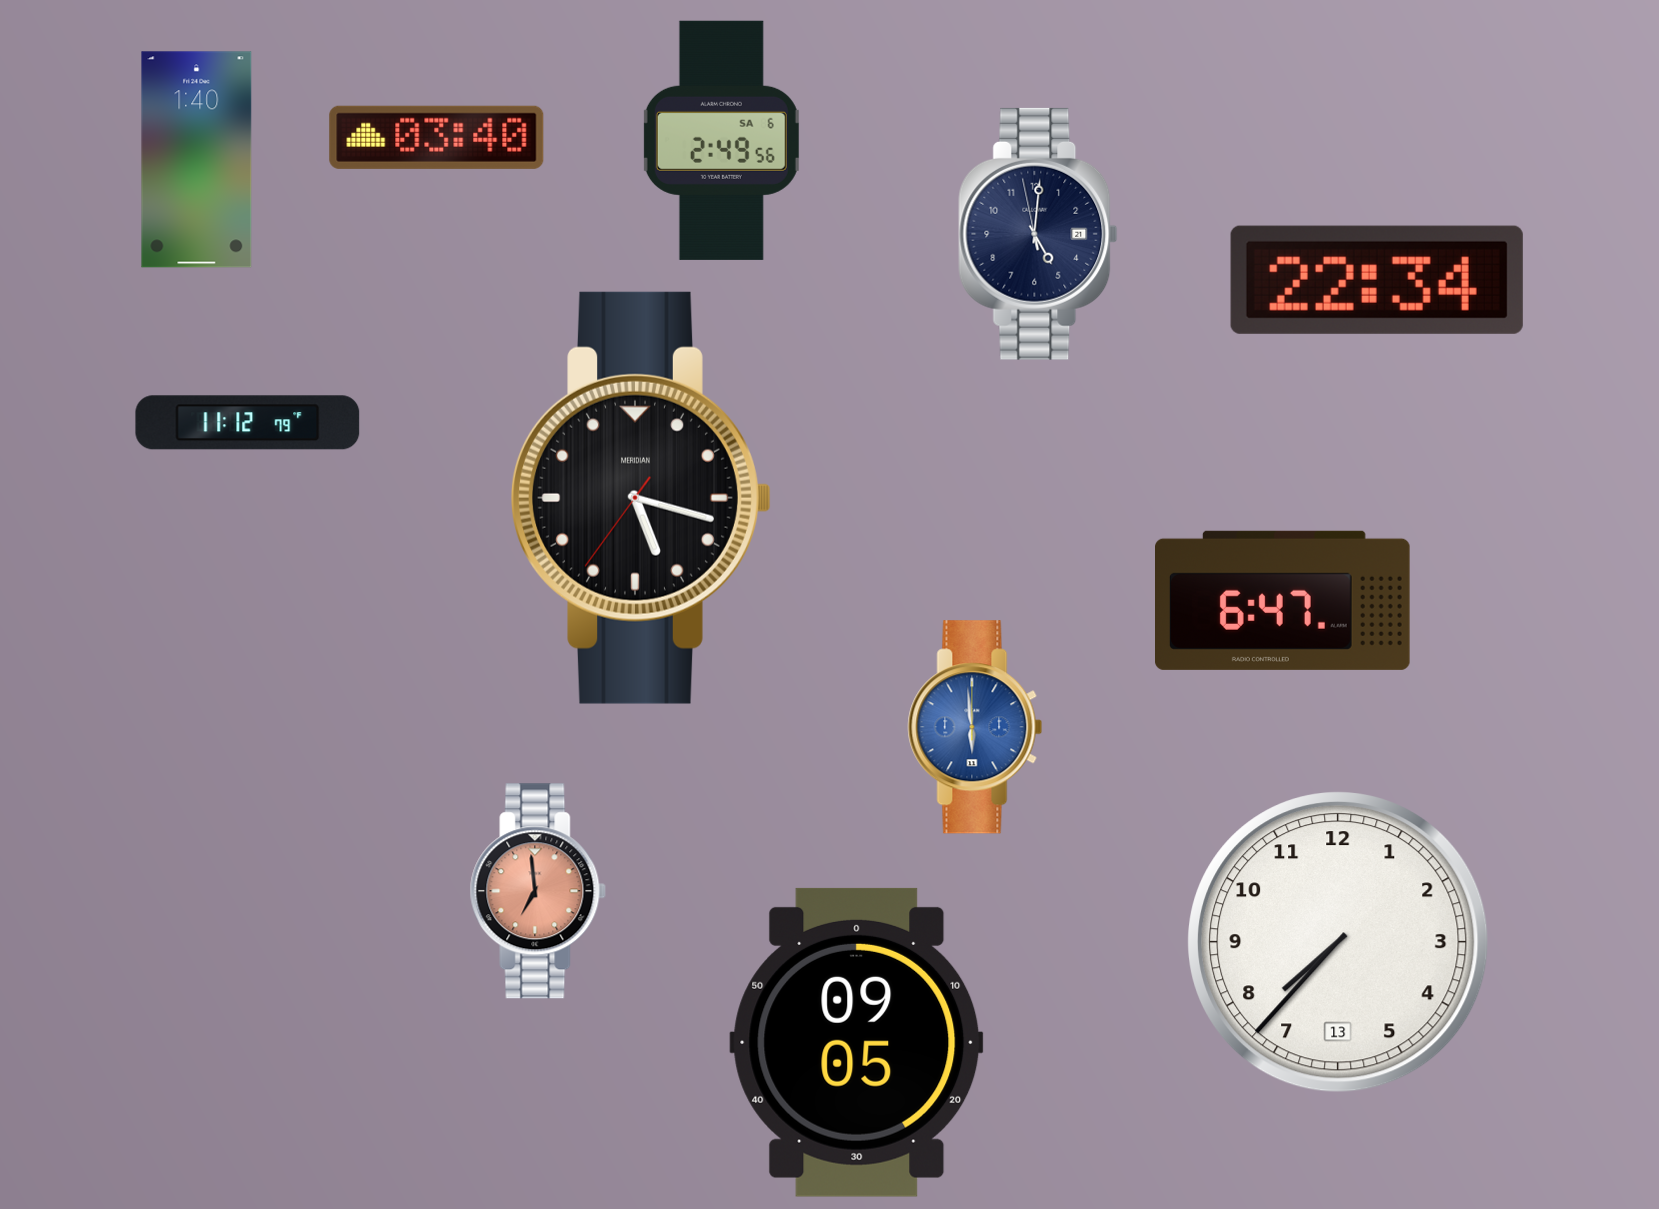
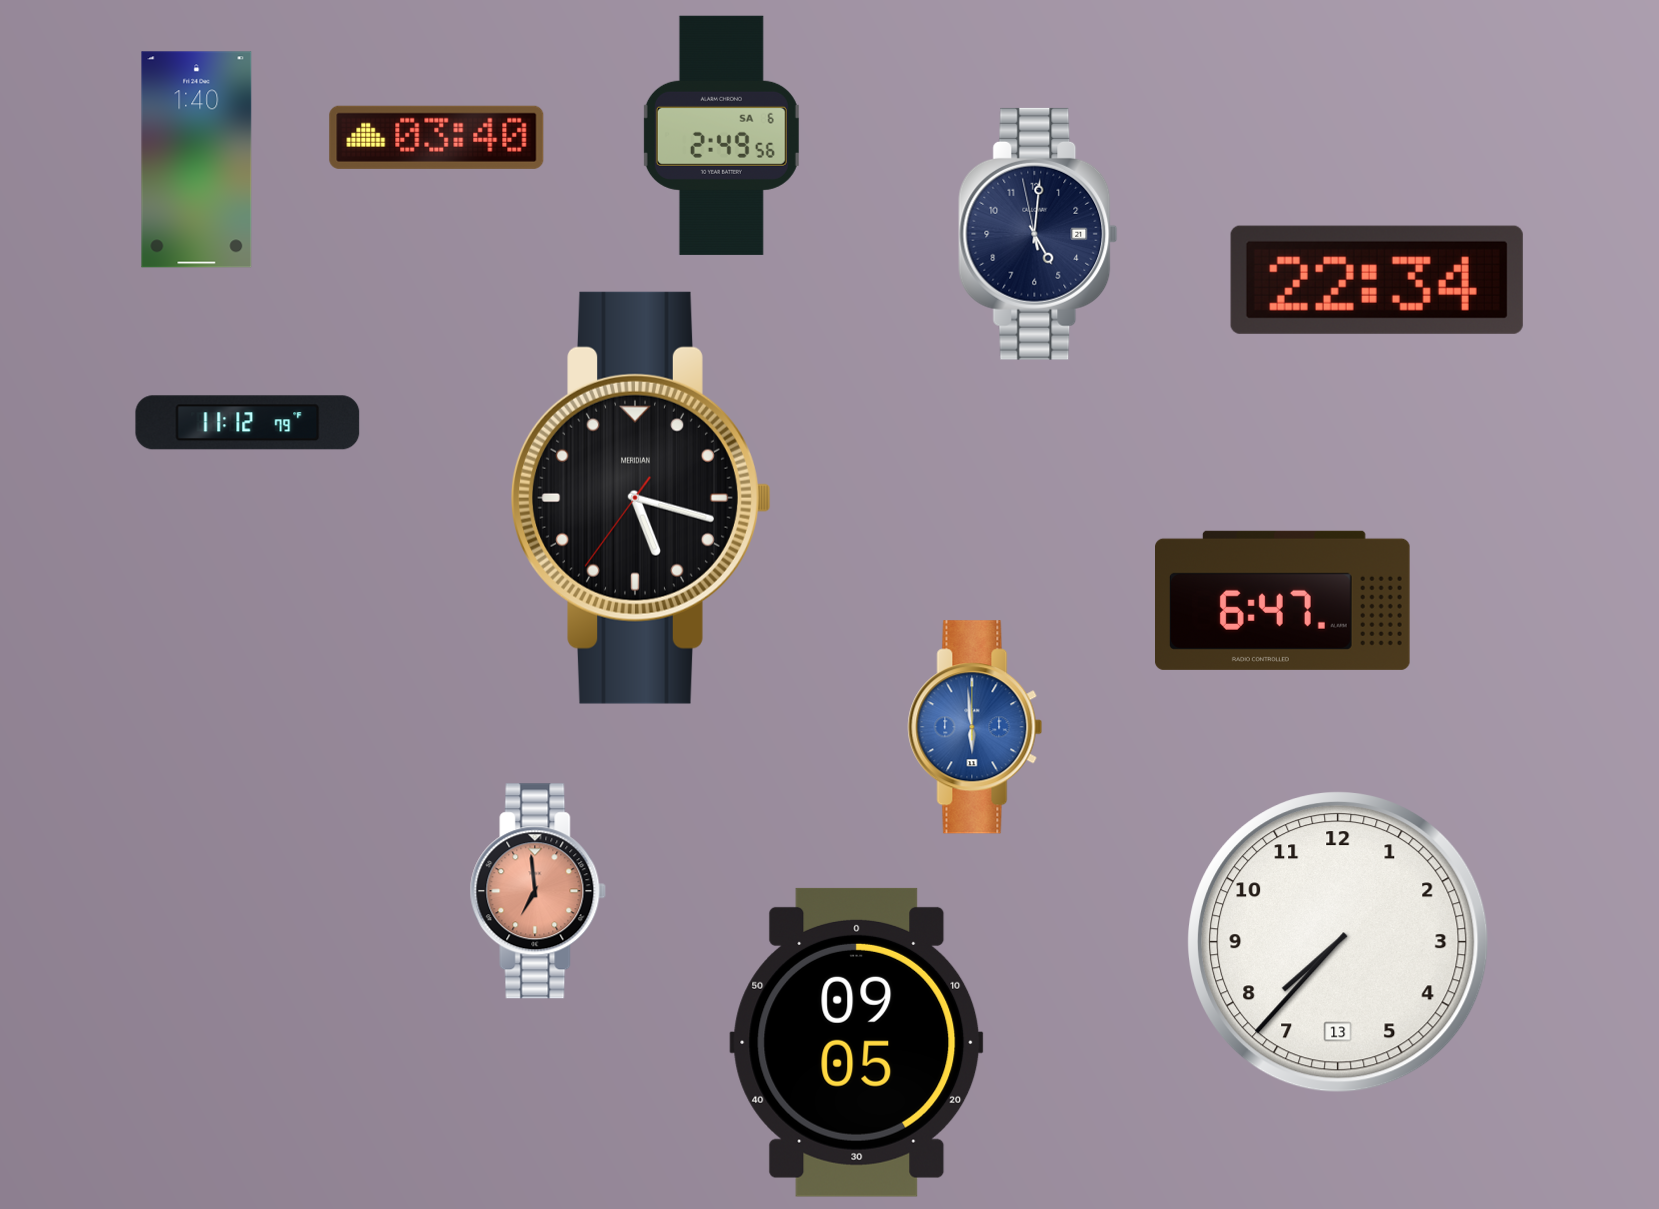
clock at (721, 140) position: (721, 140) -> (721, 135)
